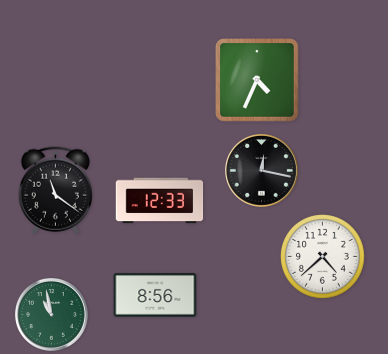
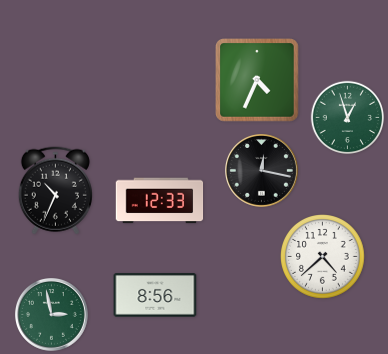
clock at (348, 118): none -> 12:57
clock at (55, 191): 11:21 -> 10:34
clock at (52, 315): 10:58 -> 2:58
